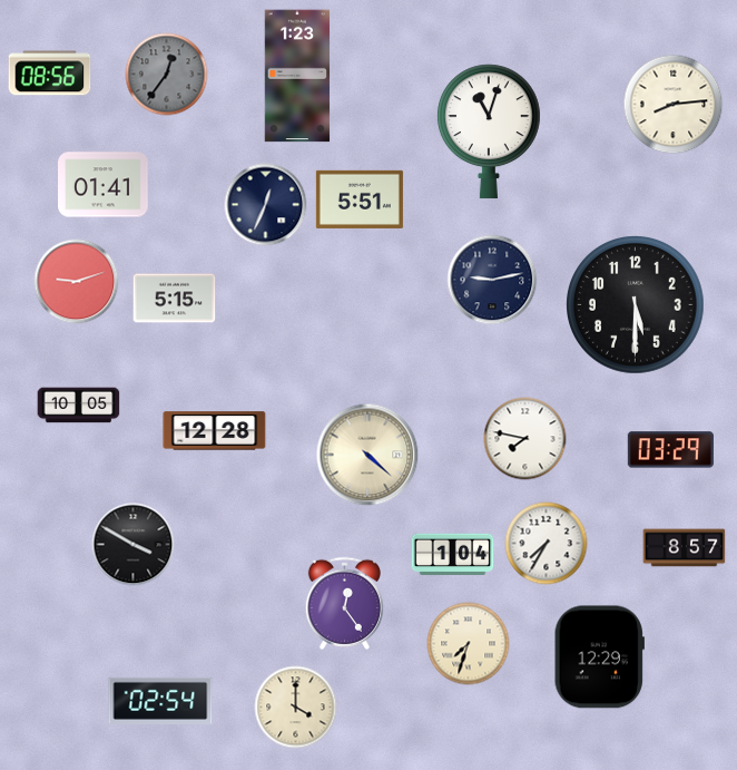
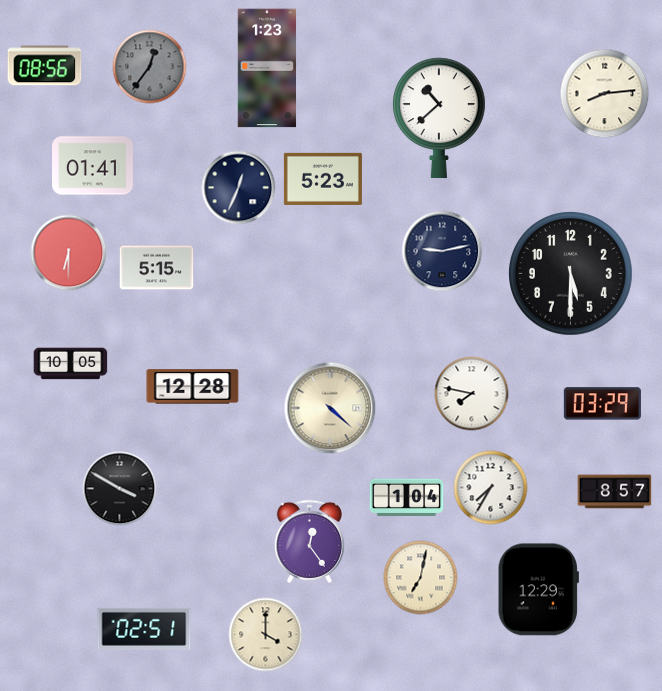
clock at (489, 131): 11:03 -> 10:38
clock at (360, 199): 5:51 -> 5:23
clock at (266, 205) position: (266, 205) -> (239, 188)
clock at (77, 282): 9:12 -> 6:30
clock at (469, 644): 7:33 -> 7:02
clock at (160, 701): 02:54 -> 02:51
